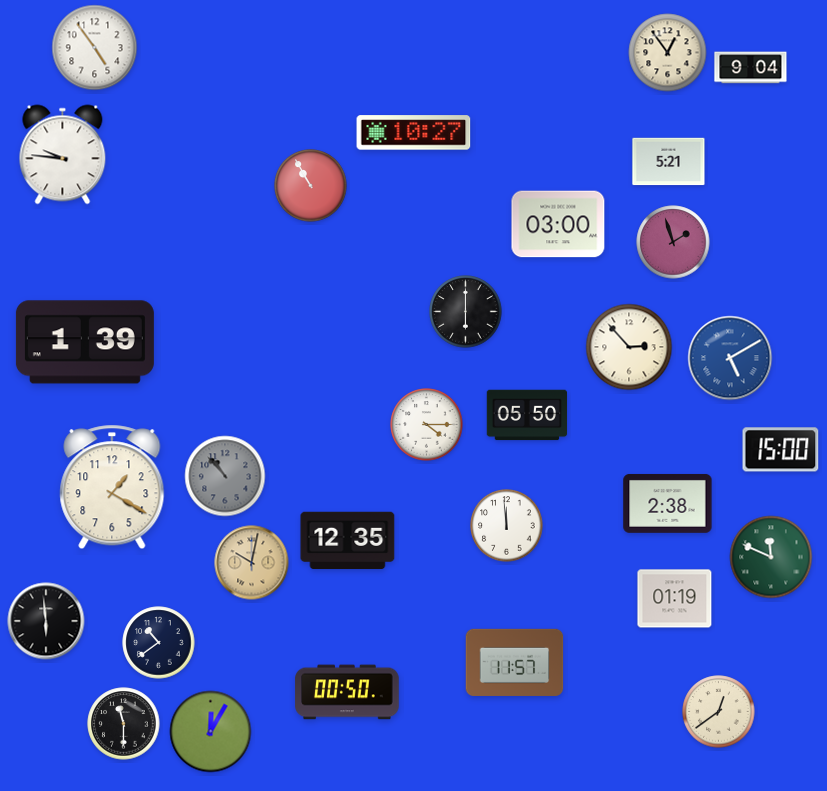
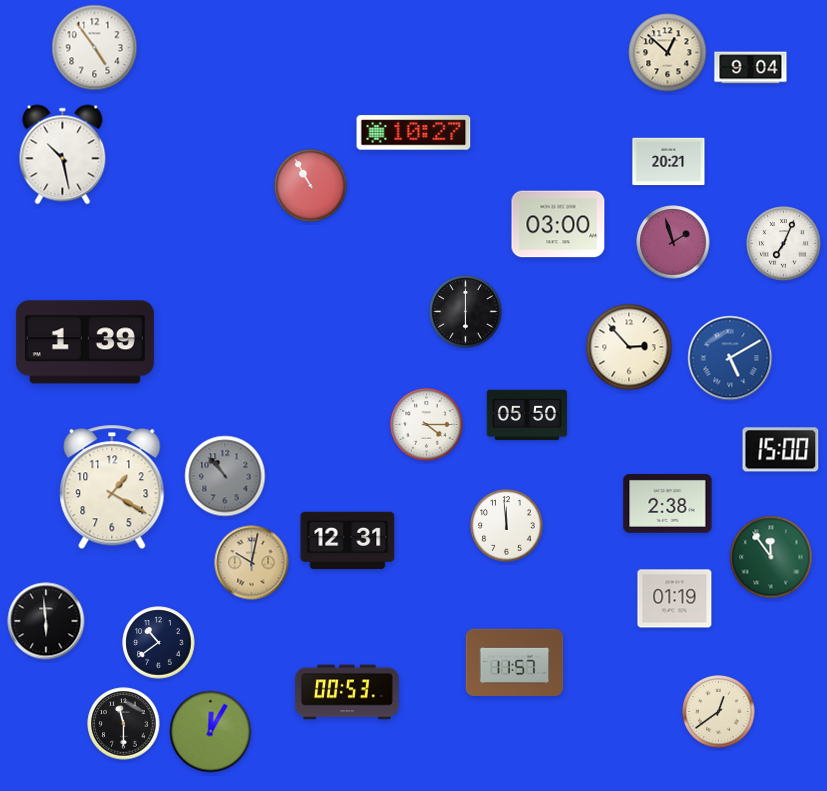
clock at (668, 53): 12:54 -> 12:52
clock at (63, 155): 9:46 -> 10:28
clock at (669, 162): 5:21 -> 20:21
clock at (784, 244): none -> 7:04
clock at (348, 541): 12:35 -> 12:31
clock at (771, 557): 11:49 -> 11:54
clock at (347, 692): 00:50 -> 00:53
